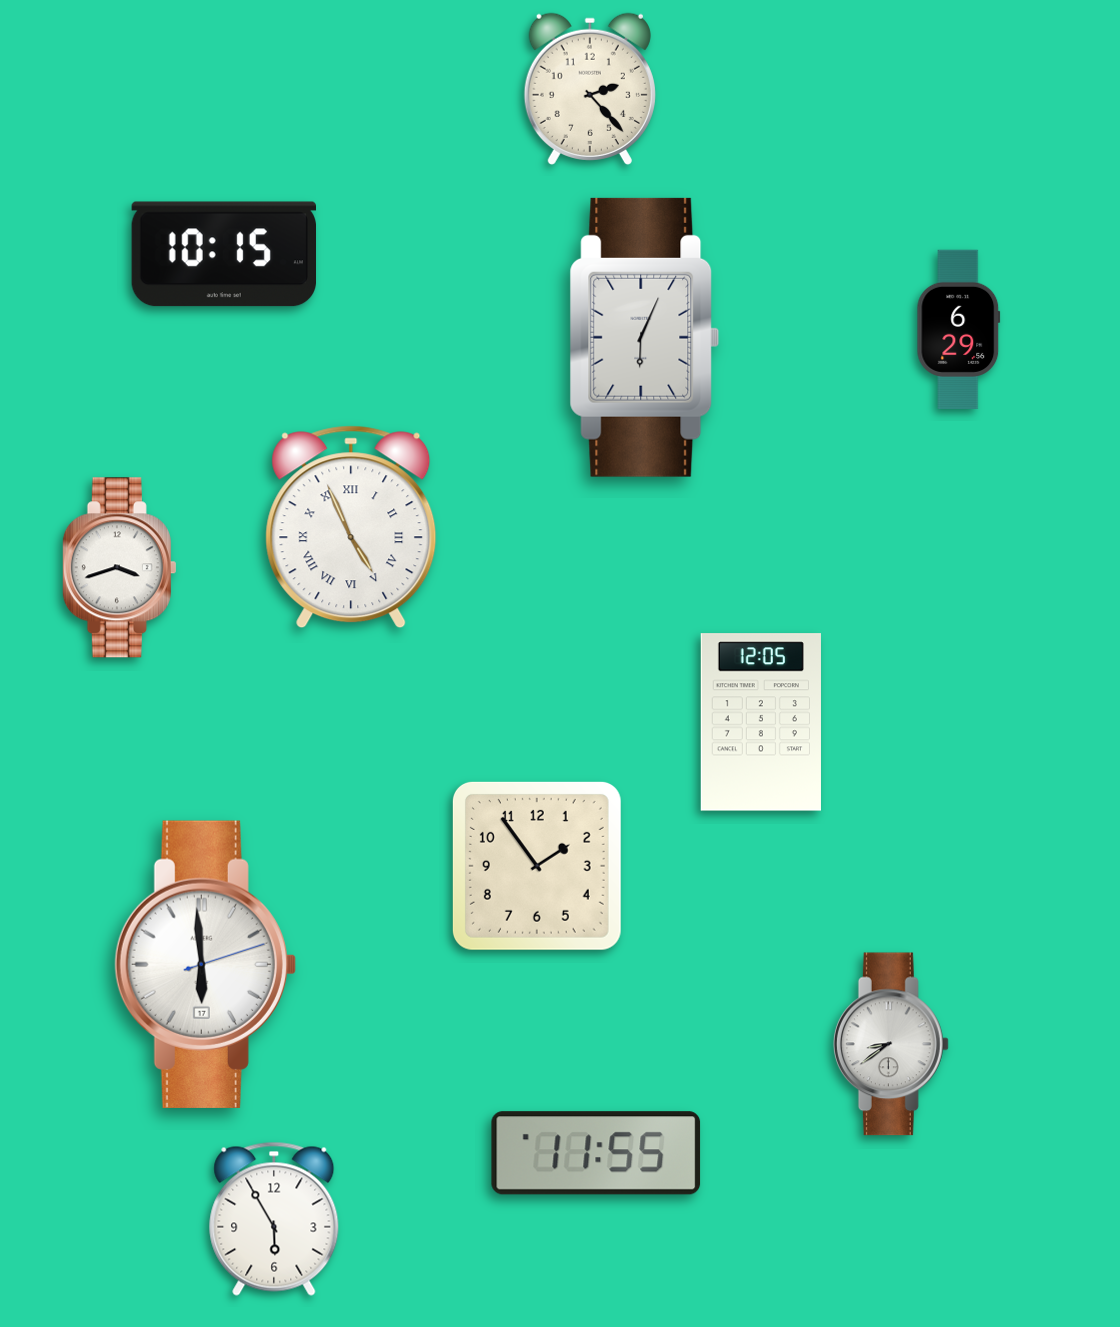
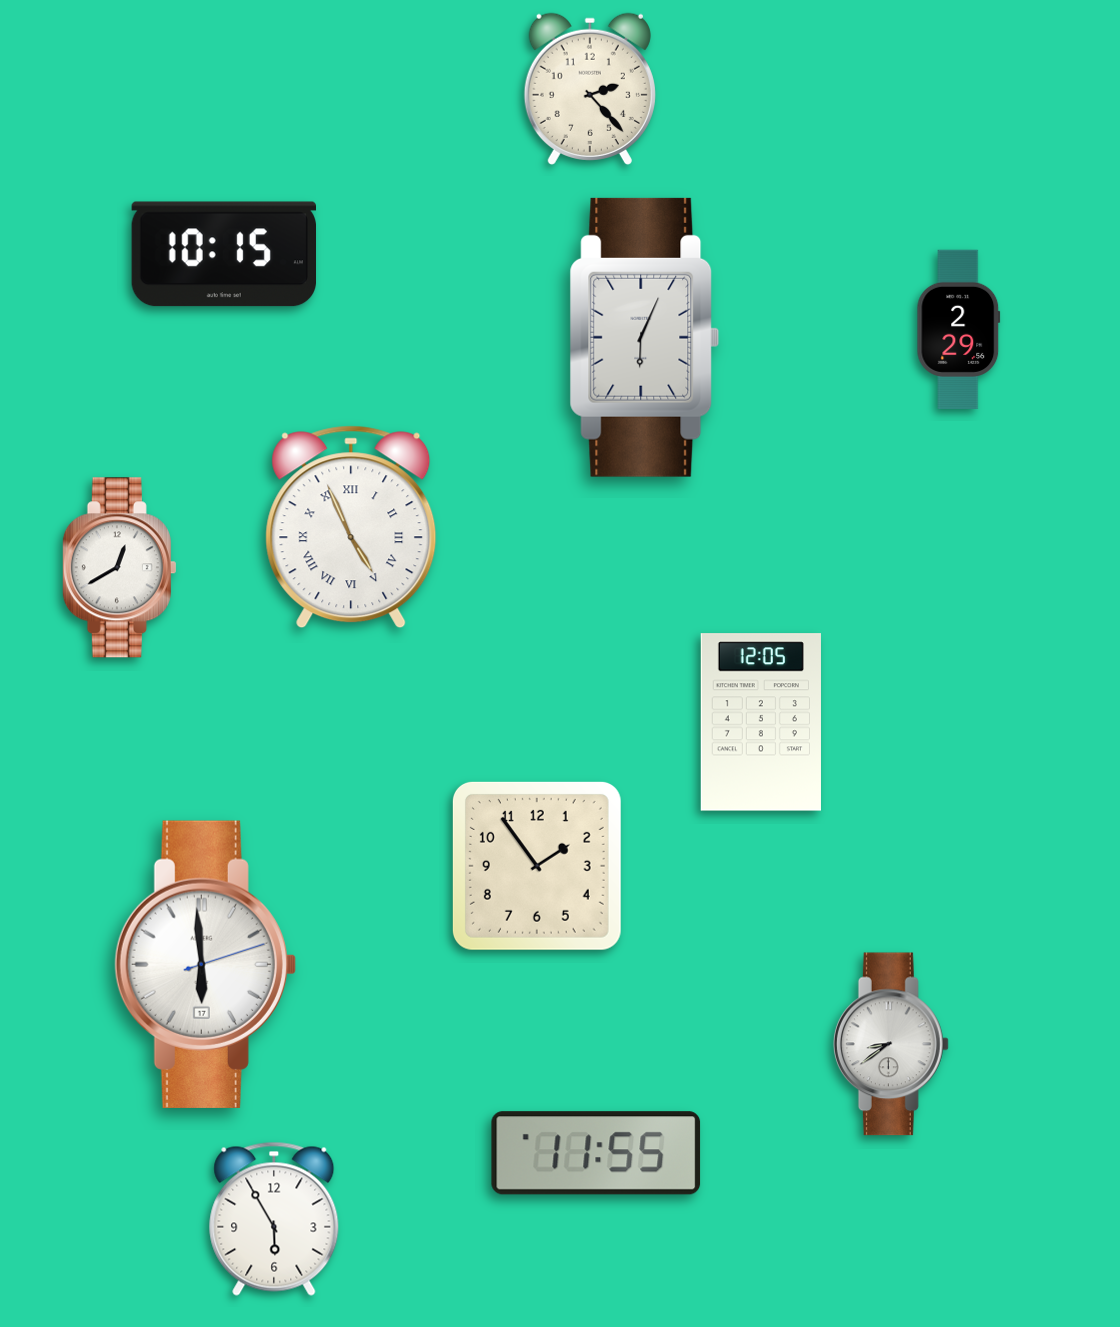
clock at (959, 330): 6:29 -> 2:29
clock at (119, 568): 3:42 -> 12:40
